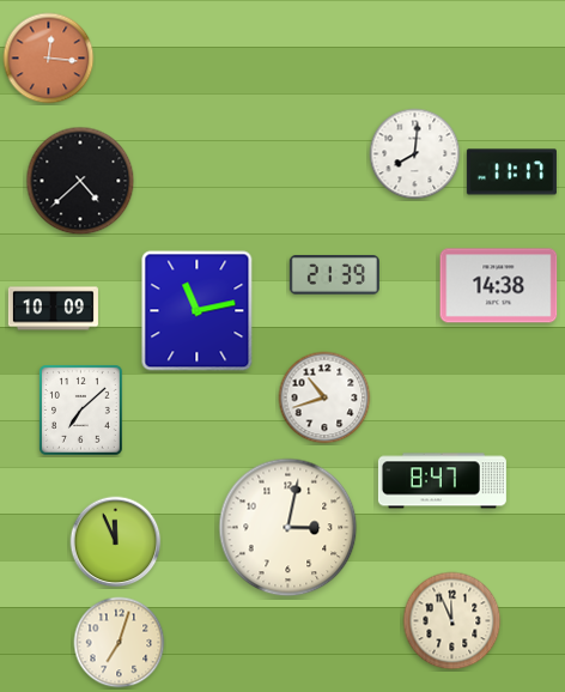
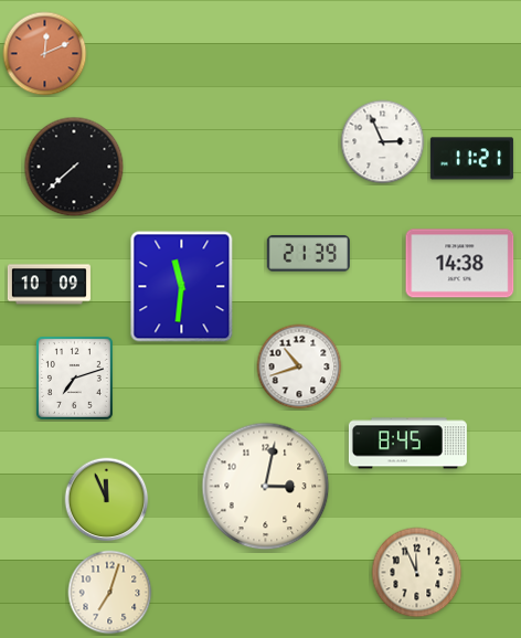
clock at (49, 59): 12:16 -> 12:11
clock at (415, 154): 8:01 -> 2:56
clock at (511, 172): 11:17 -> 11:21
clock at (80, 181): 4:38 -> 7:38
clock at (198, 311): 11:13 -> 11:31
clock at (81, 411): 7:08 -> 7:12
clock at (442, 481): 8:47 -> 8:45
